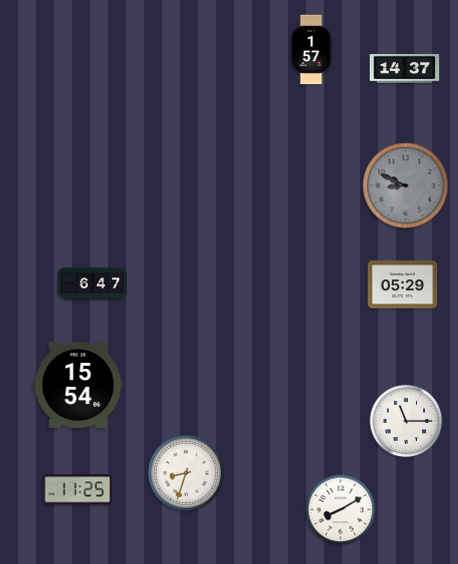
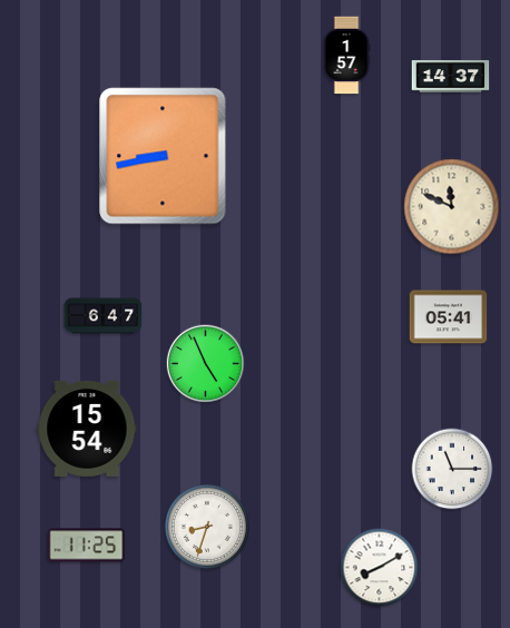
clock at (163, 156): none -> 8:43
clock at (406, 186): 8:49 -> 11:49
clock at (406, 186) dial: grey -> cream
clock at (403, 285): 05:29 -> 05:41
clock at (206, 364): none -> 4:56
